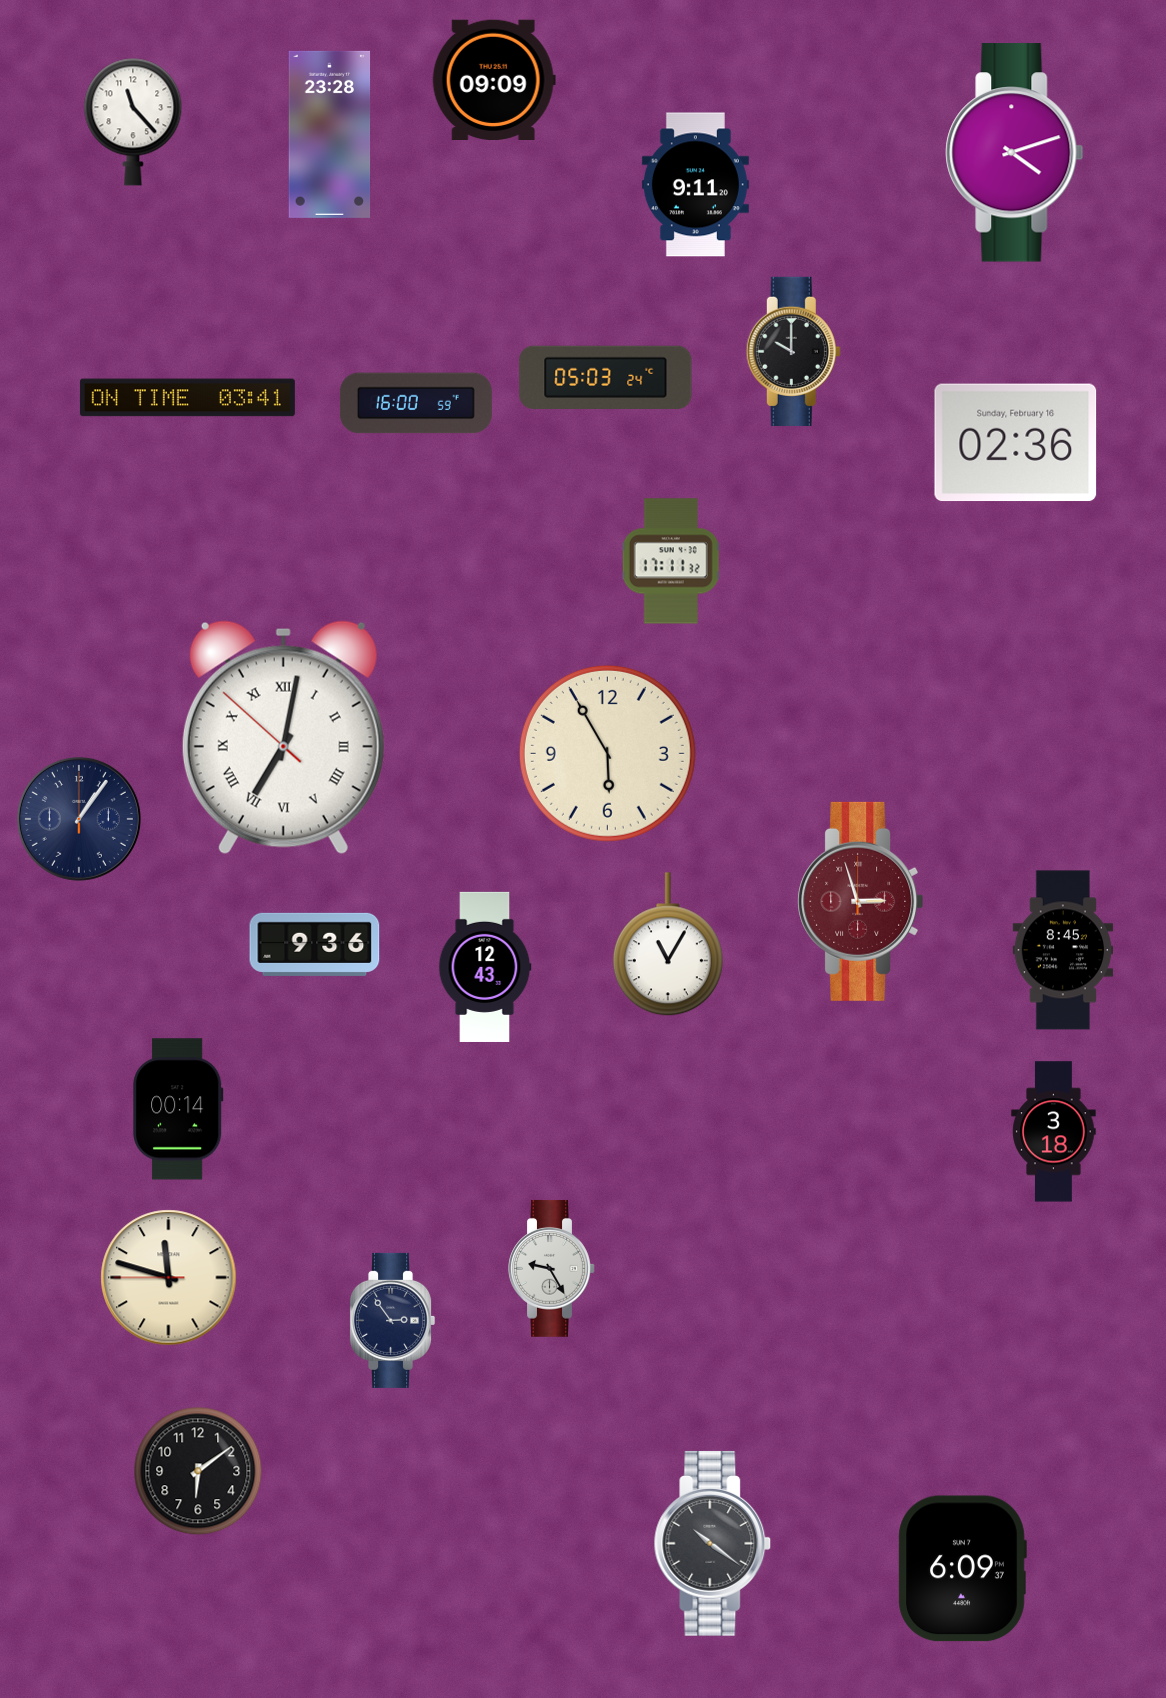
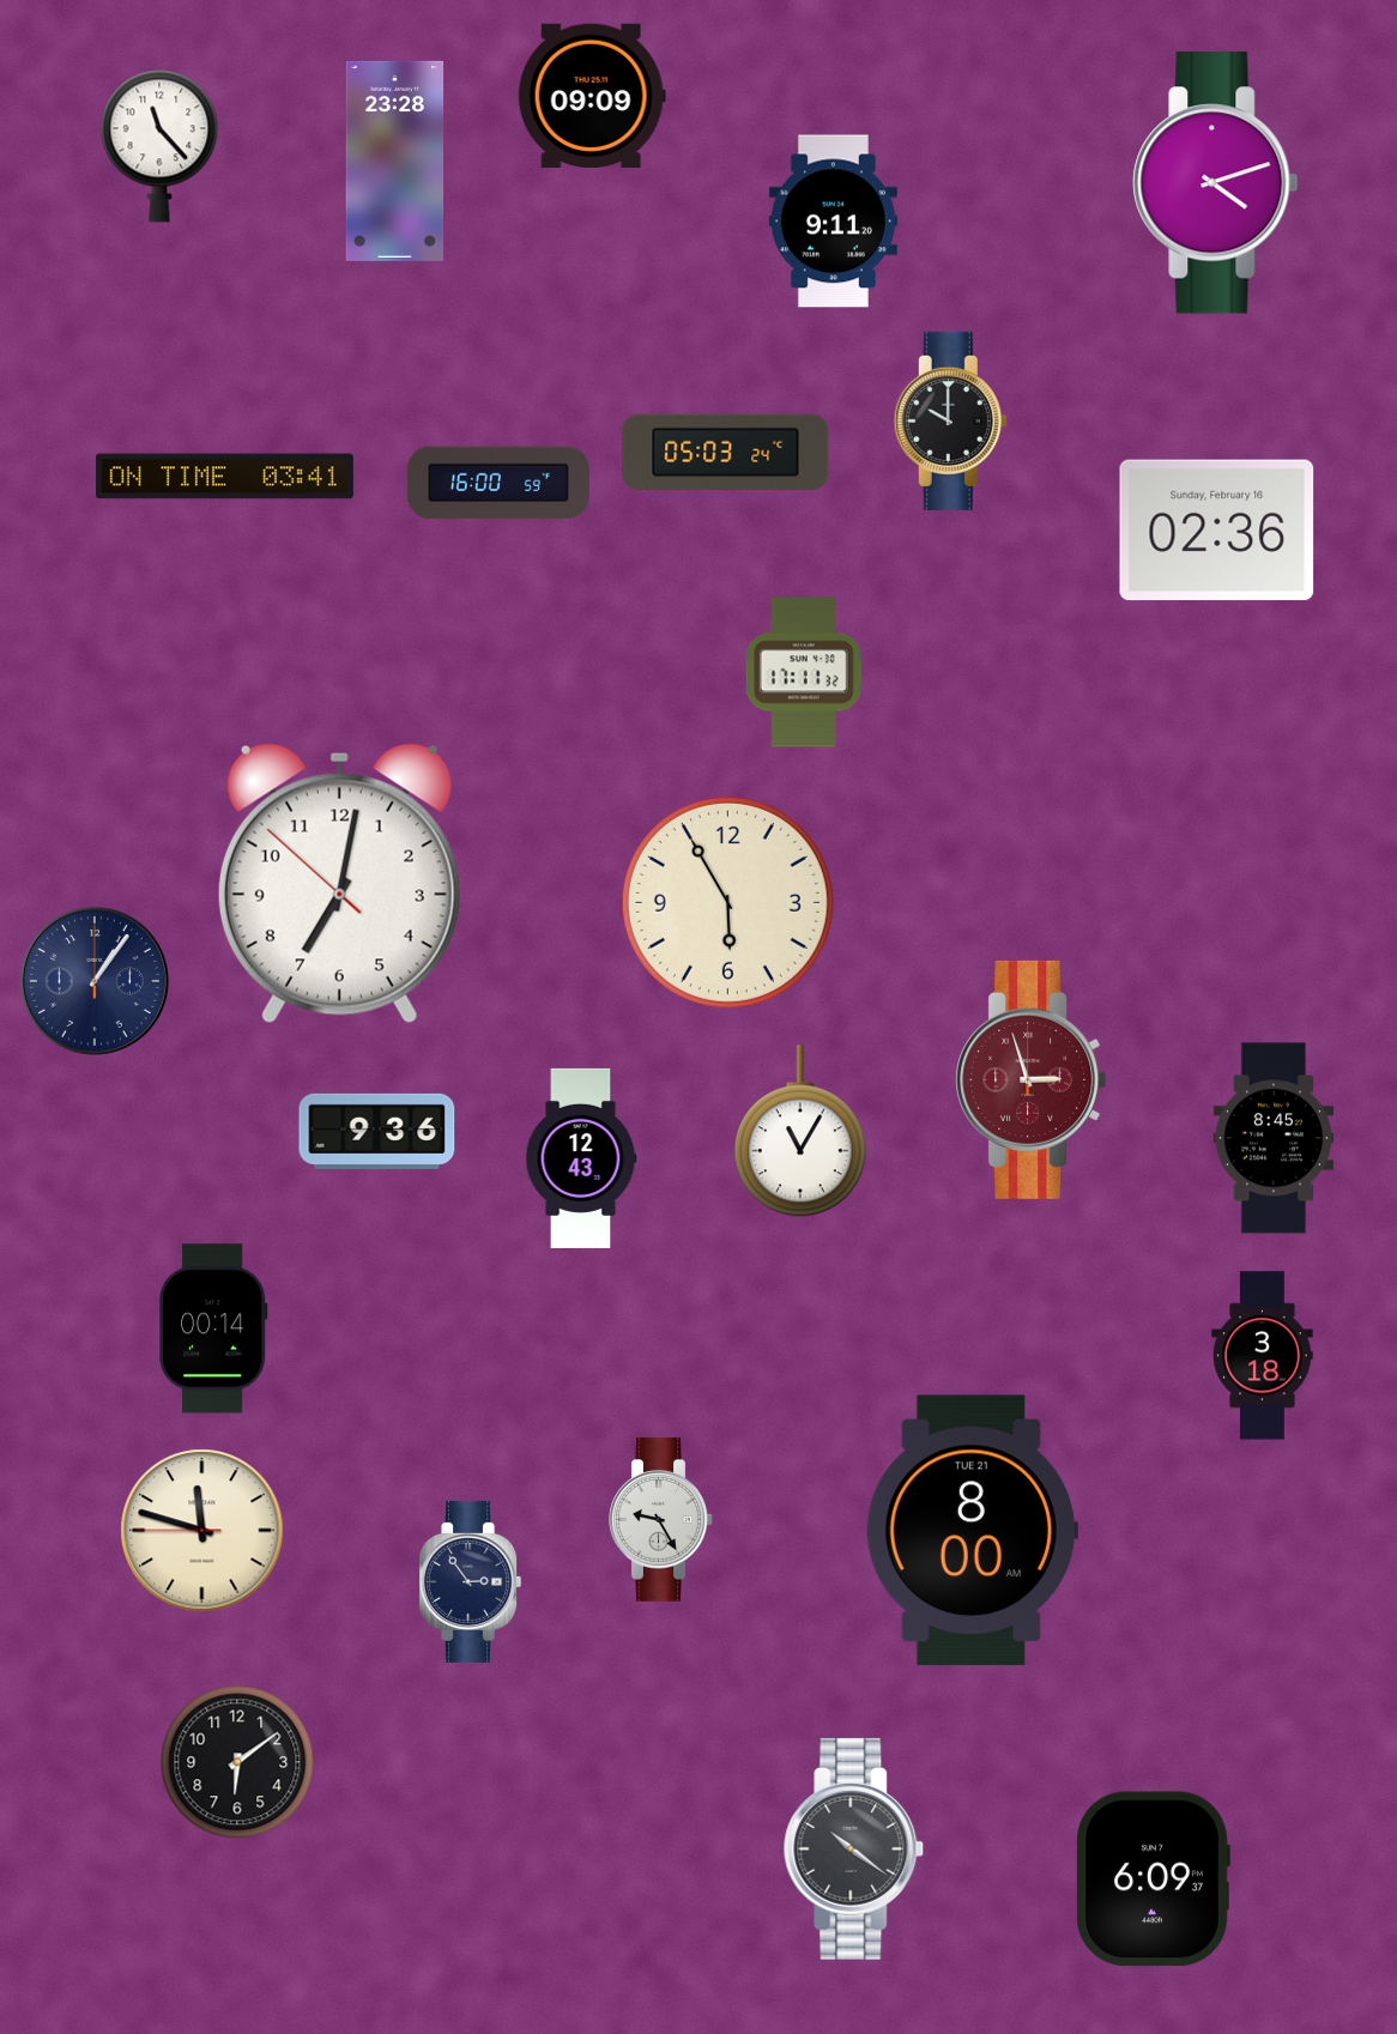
clock at (283, 738) numerals: Roman -> Arabic
clock at (972, 1531): none -> 8:00
